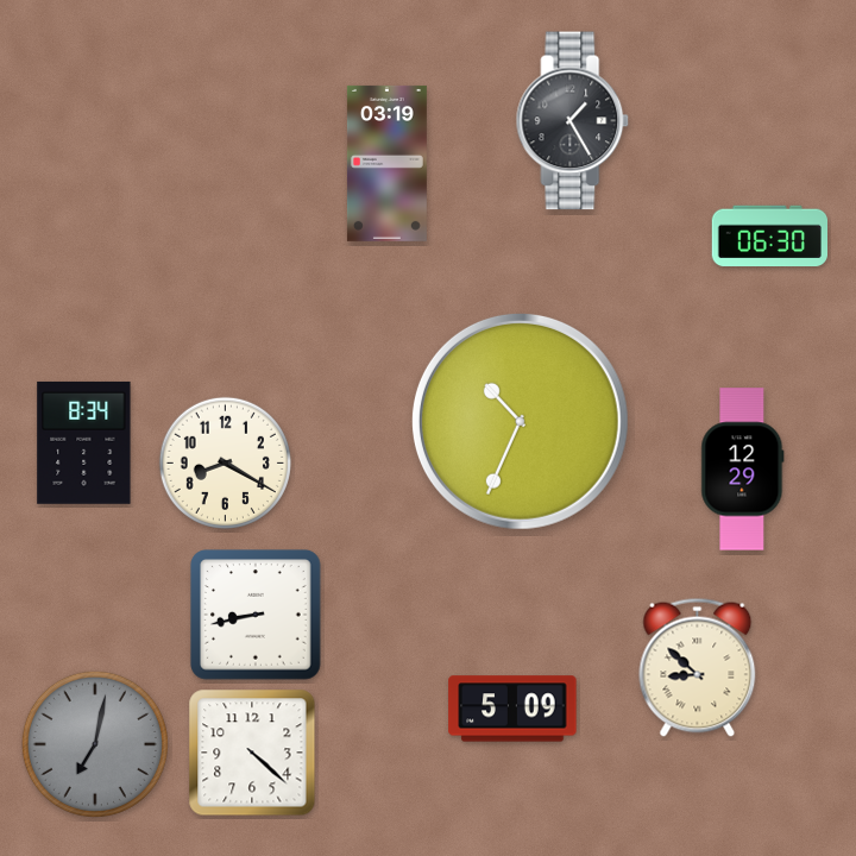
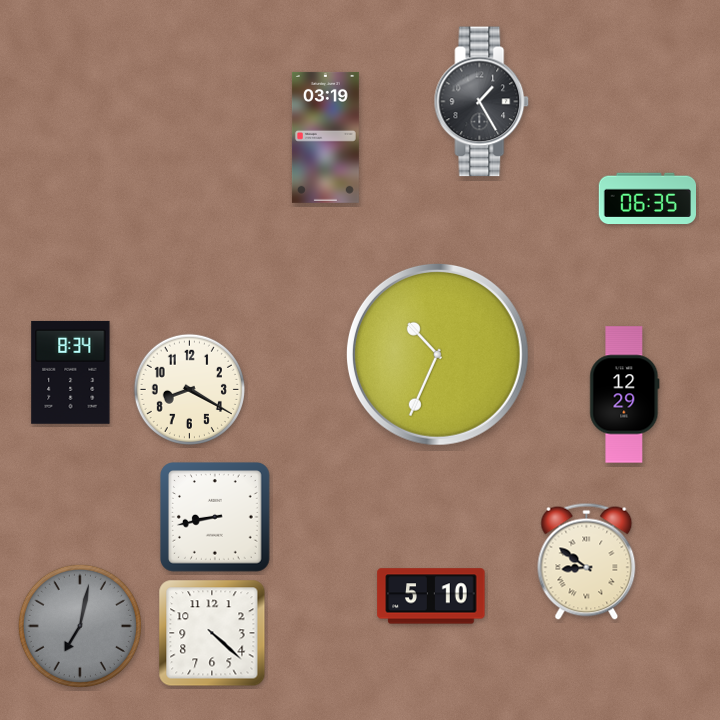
clock at (769, 237): 06:30 -> 06:35
clock at (698, 667): 8:52 -> 8:51
clock at (512, 709): 5:09 -> 5:10
